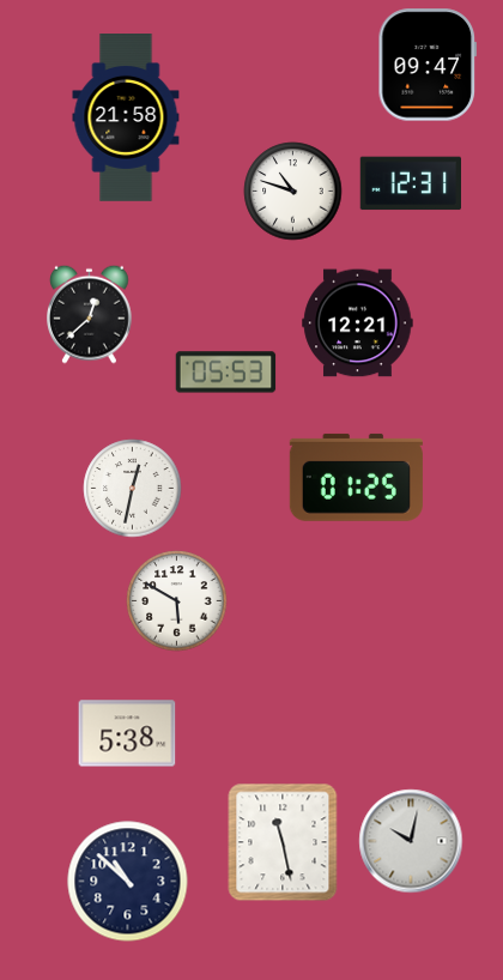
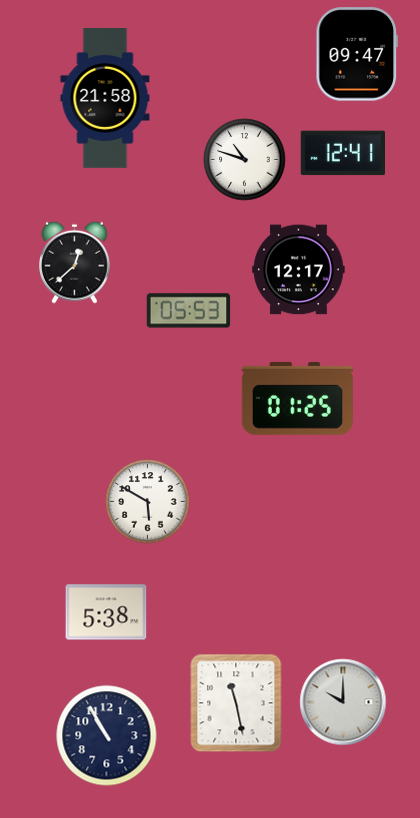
clock at (410, 183): 12:31 -> 12:41
clock at (358, 323): 12:21 -> 12:17
clock at (133, 489): 12:32 -> none
clock at (411, 841): 10:02 -> 10:00
clock at (128, 882): 10:52 -> 10:55
